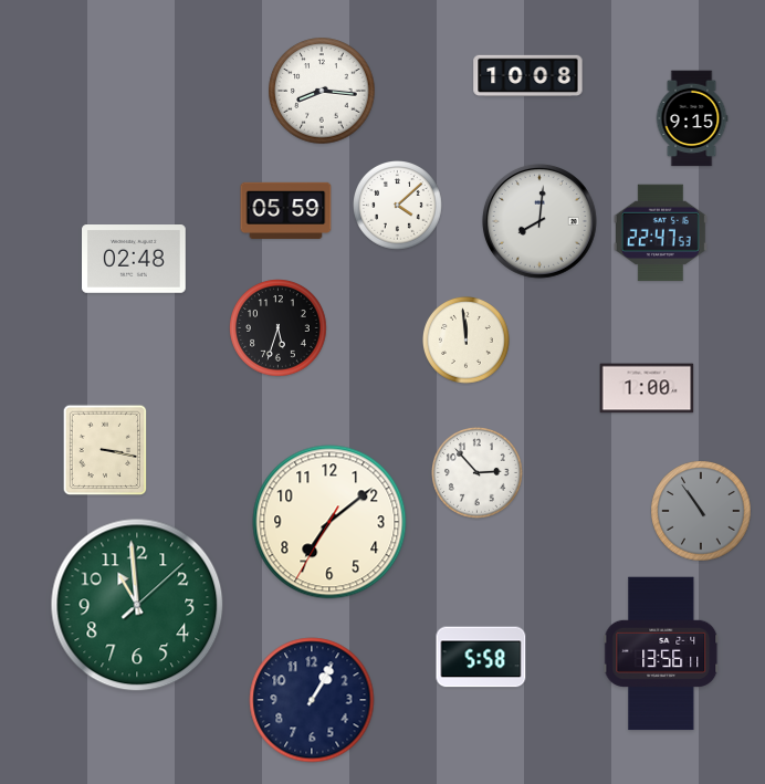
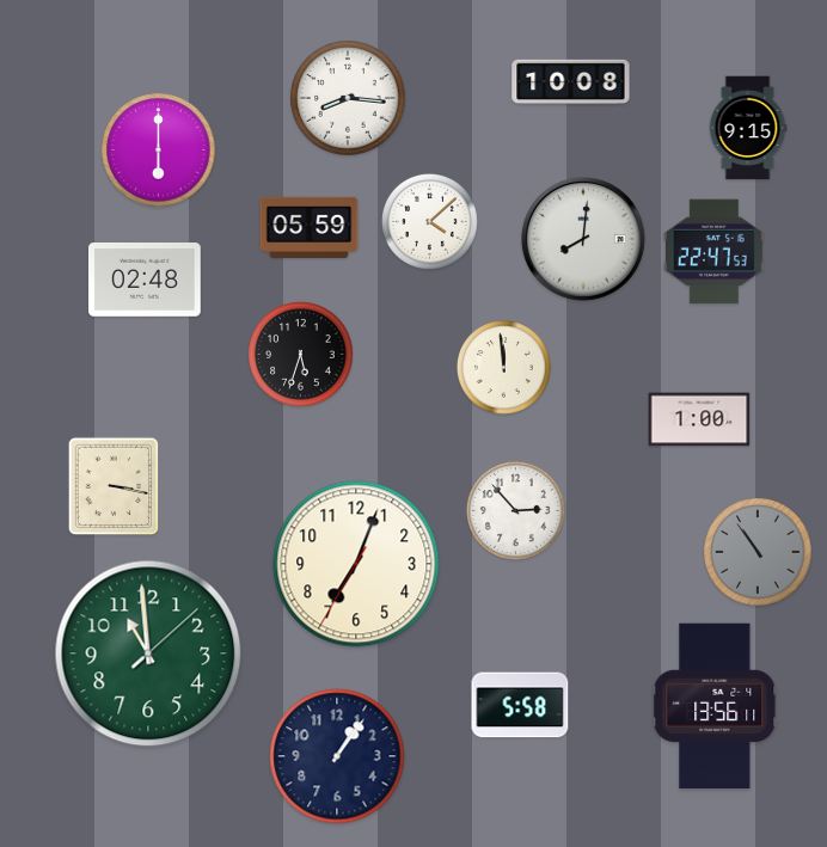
clock at (159, 151): none -> 6:00
clock at (329, 522): 7:08 -> 7:03
clock at (481, 657) position: (481, 657) -> (520, 705)
clock at (312, 700): 1:05 -> 1:06
